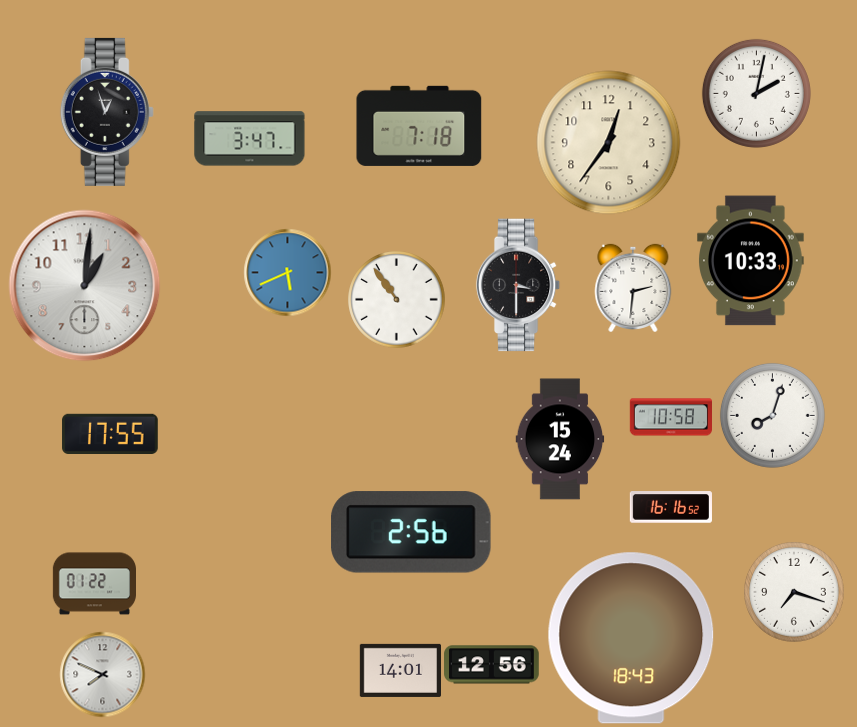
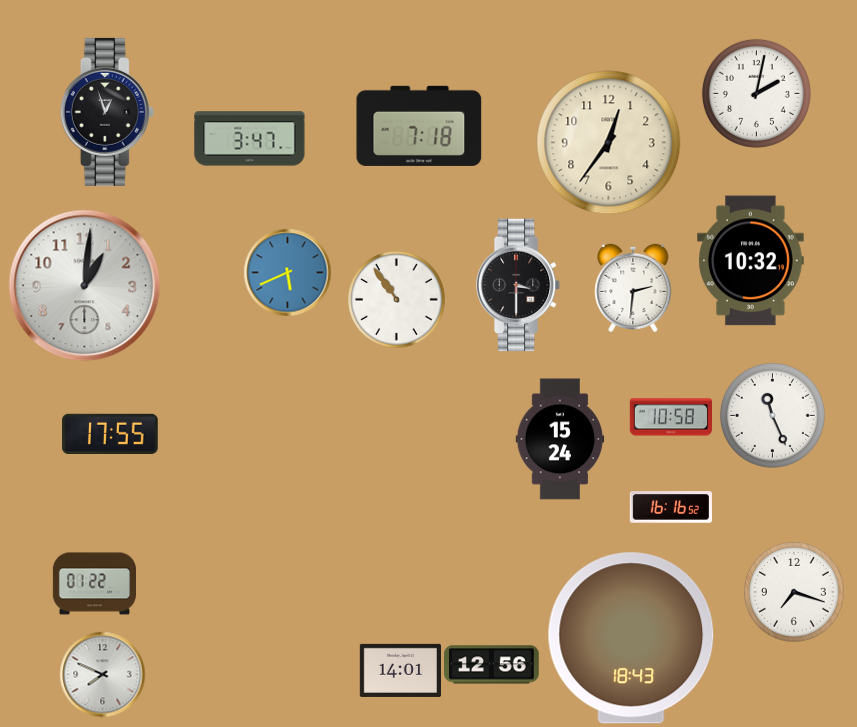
clock at (751, 261): 10:33 -> 10:32
clock at (772, 415): 8:03 -> 11:26
clock at (411, 532): 2:56 -> none
